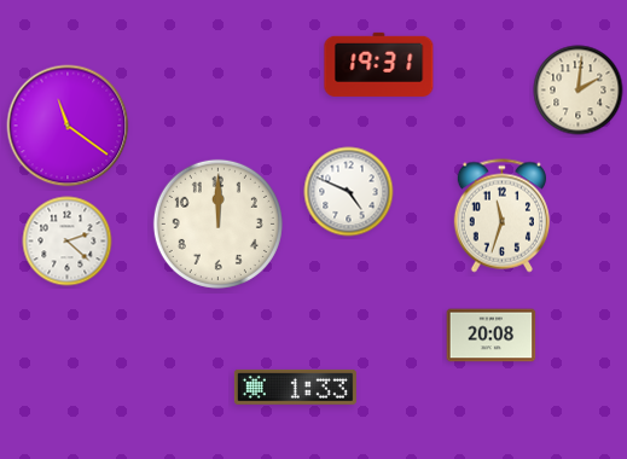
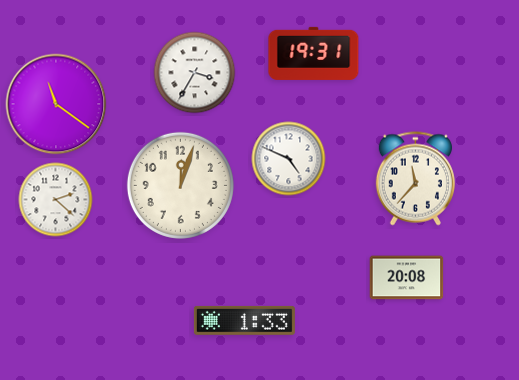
clock at (195, 73): none -> 3:35
clock at (579, 91): 2:01 -> none
clock at (501, 216): 11:33 -> 11:37
clock at (217, 223): 12:00 -> 12:03
